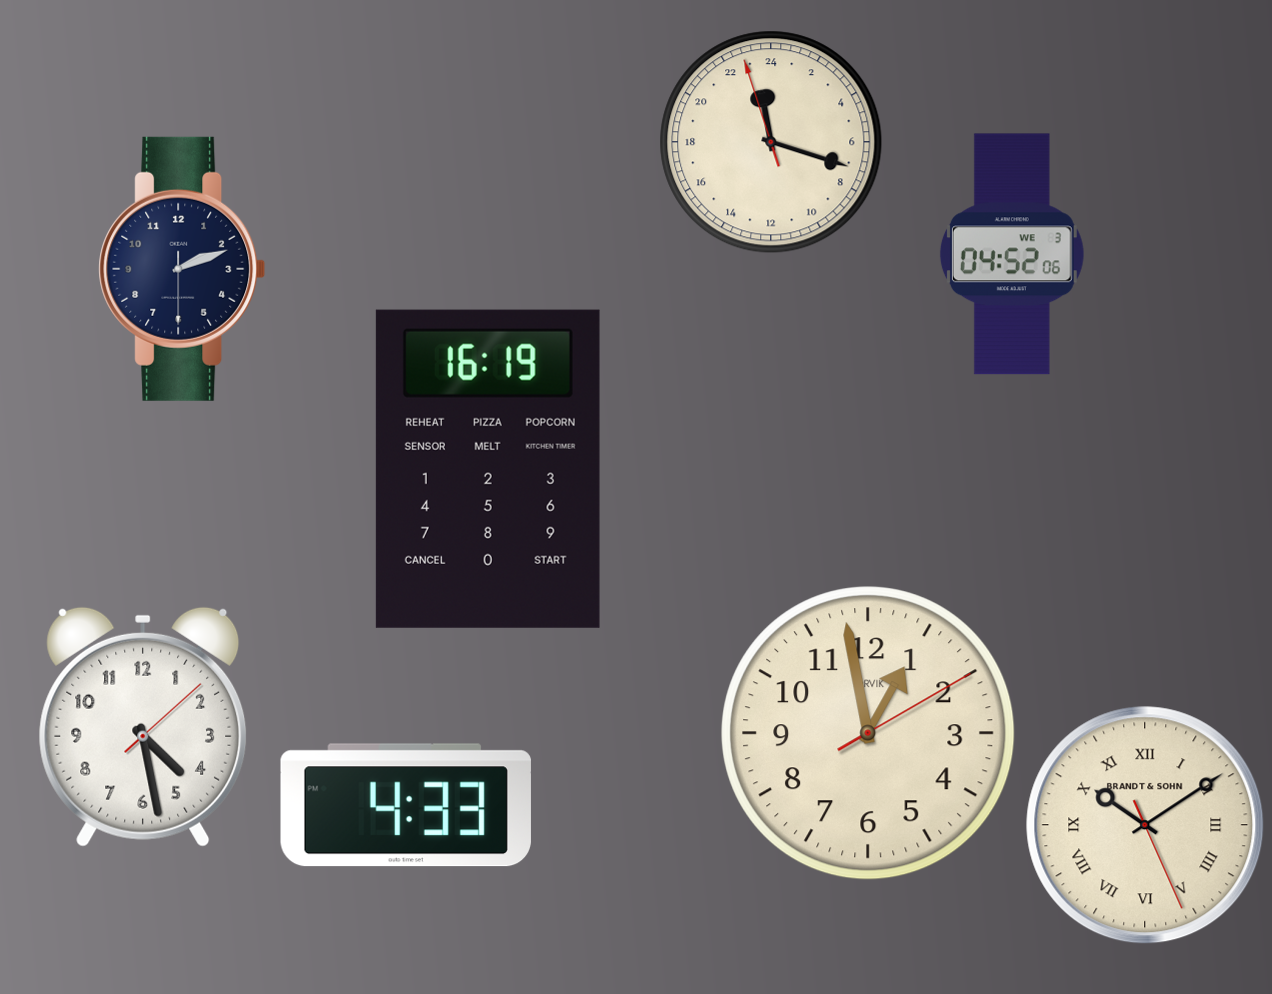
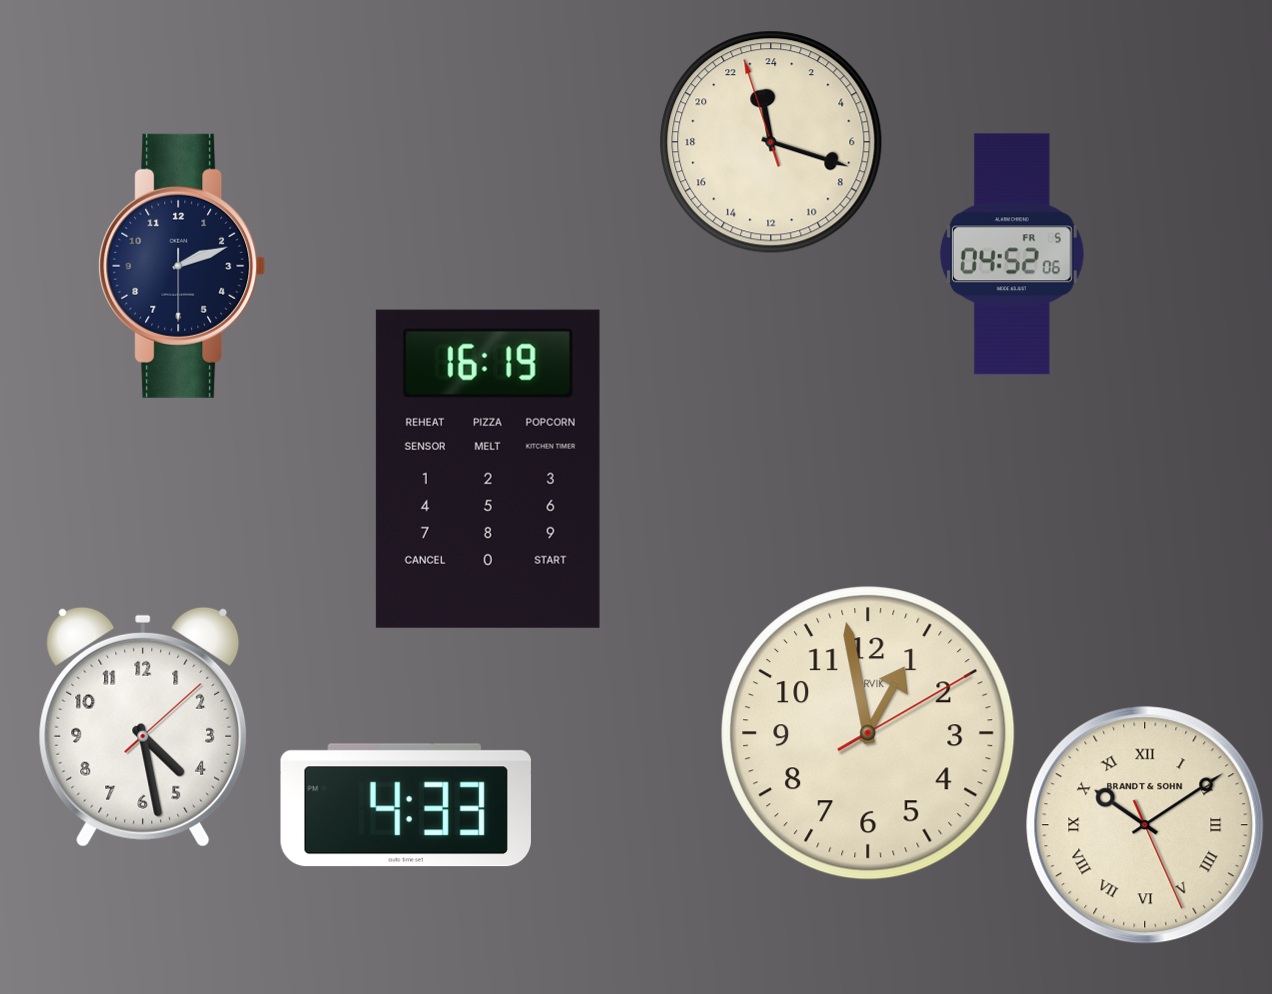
clock at (1012, 254) date: WE 3 -> FR 5
clock at (182, 269) position: (182, 269) -> (182, 266)
